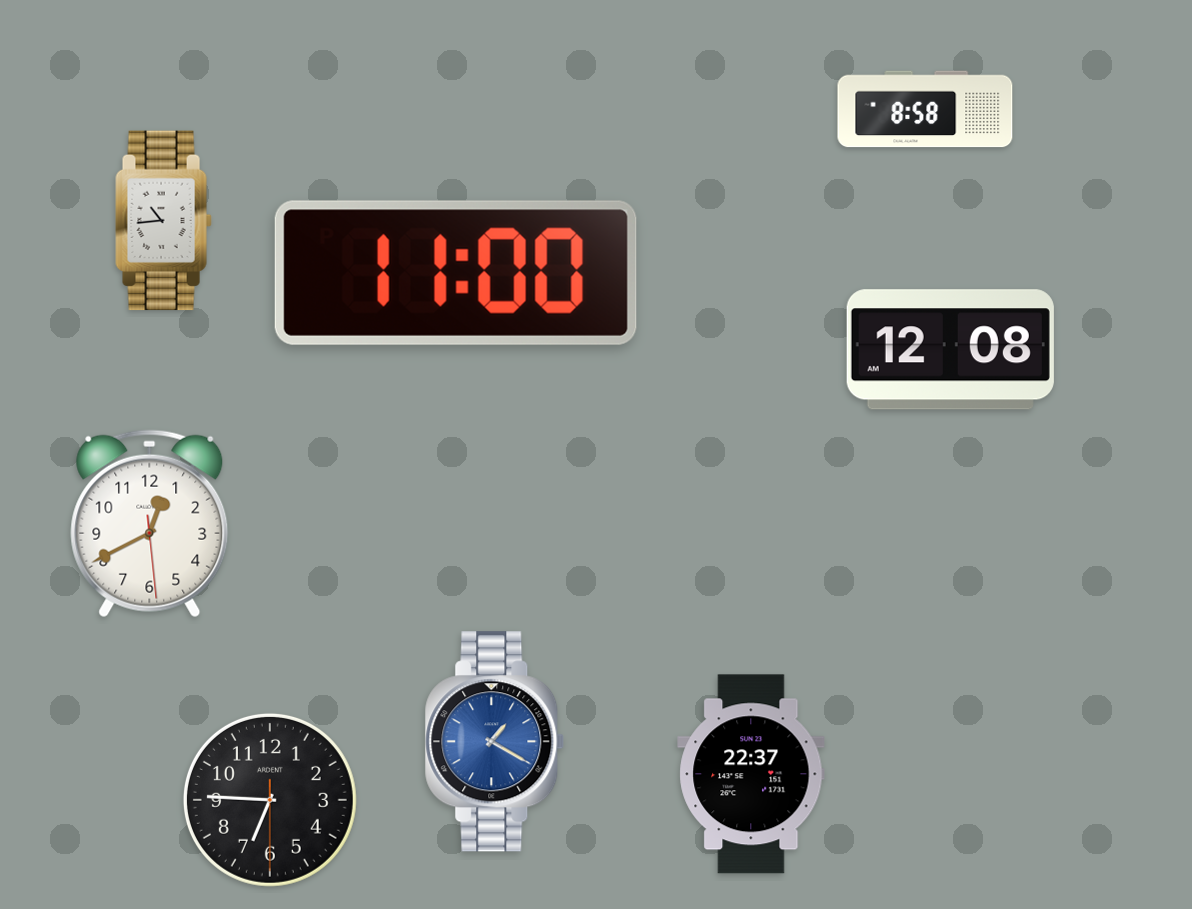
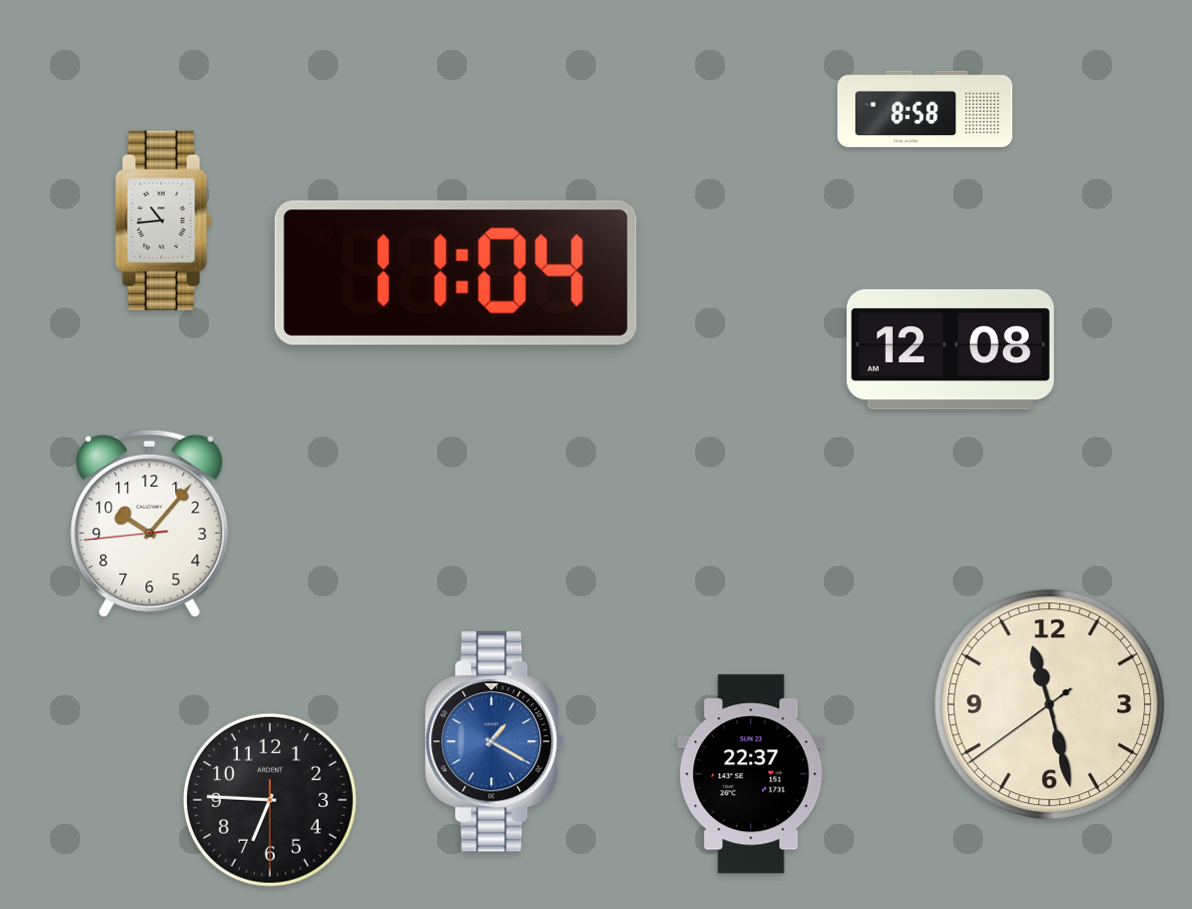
clock at (456, 273): 11:00 -> 11:04
clock at (150, 524): 12:40 -> 10:06
clock at (1050, 705): none -> 11:27
